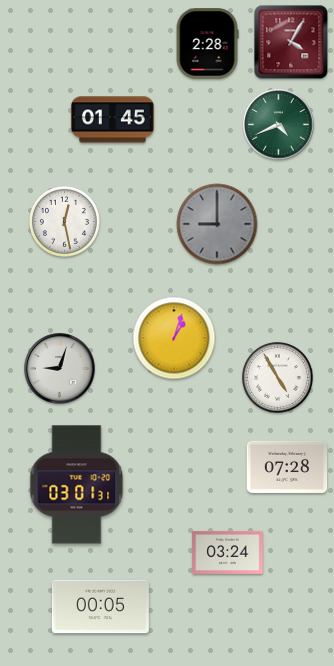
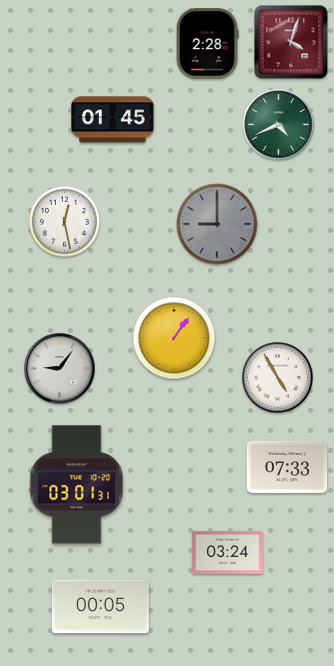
clock at (291, 42): 4:05 -> 4:03
clock at (174, 338): 1:03 -> 1:06
clock at (60, 369): 9:03 -> 9:06
clock at (287, 467): 07:28 -> 07:33
